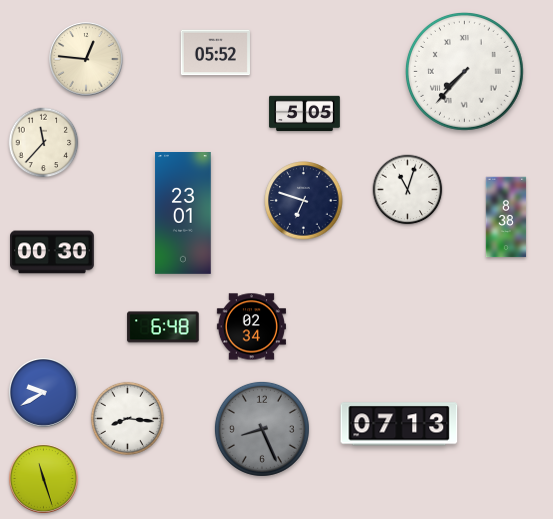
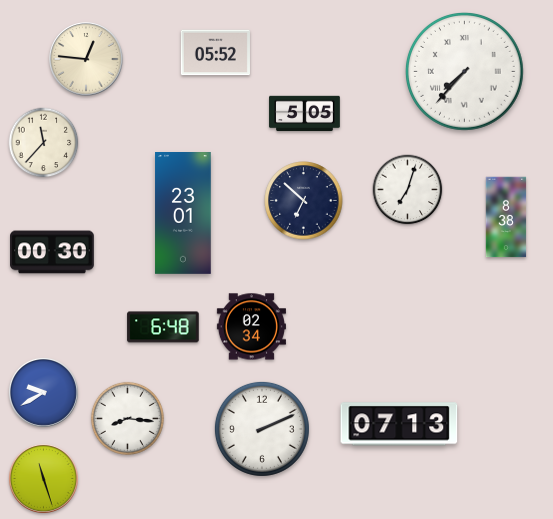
clock at (408, 190): 11:03 -> 7:03
clock at (304, 201): 6:48 -> 6:52
clock at (262, 429): 8:26 -> 2:11
clock at (262, 429) dial: grey -> white
